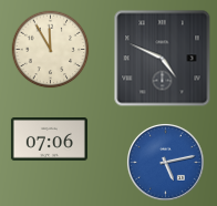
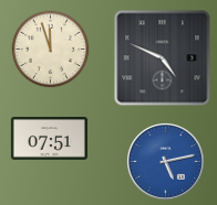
clock at (51, 50): 11:55 -> 11:57
clock at (49, 140): 07:06 -> 07:51
